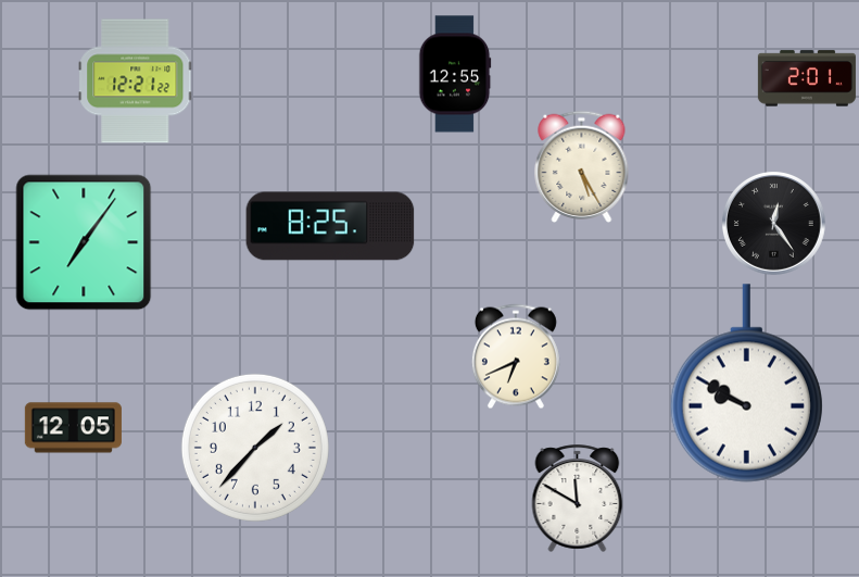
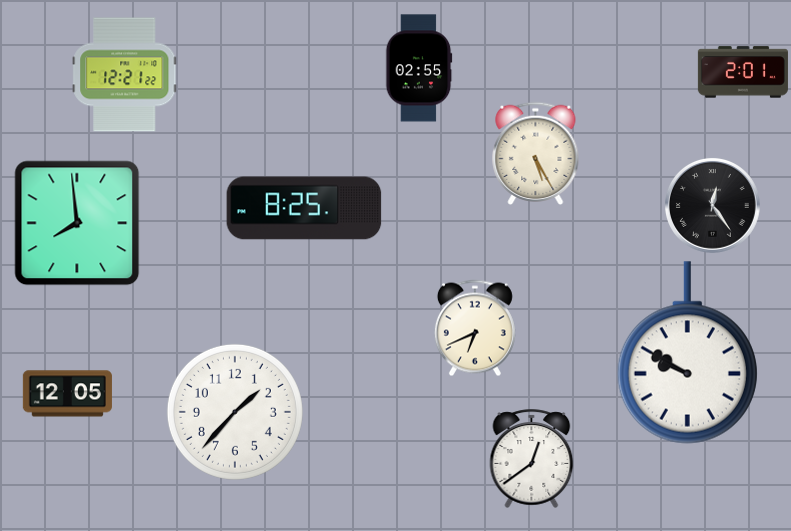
clock at (455, 74): 12:55 -> 02:55
clock at (84, 242): 7:06 -> 7:59
clock at (578, 498): 11:50 -> 12:39
